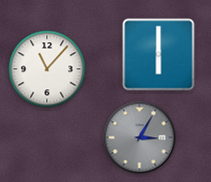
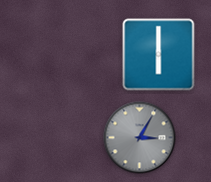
clock at (47, 69): 11:07 -> none
